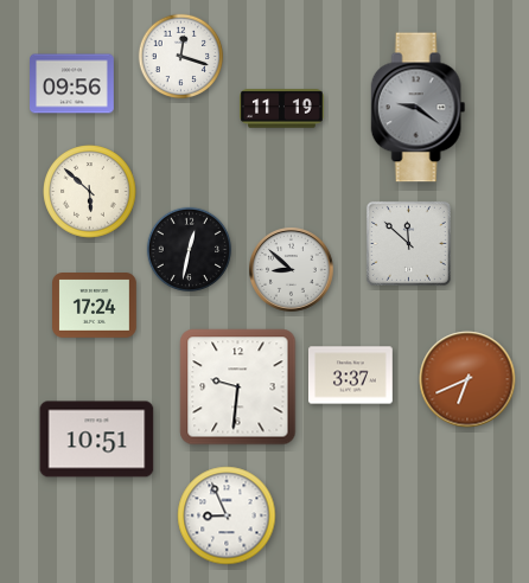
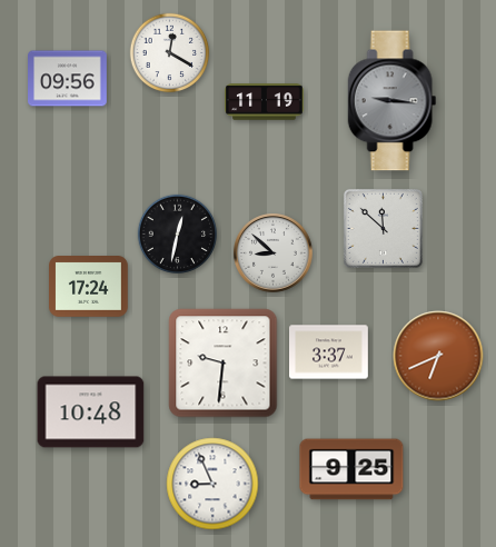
clock at (181, 57): 12:18 -> 12:20
clock at (419, 108): 9:21 -> 9:16
clock at (90, 192): 5:52 -> none
clock at (97, 440): 10:51 -> 10:48
clock at (351, 469): none -> 9:25
